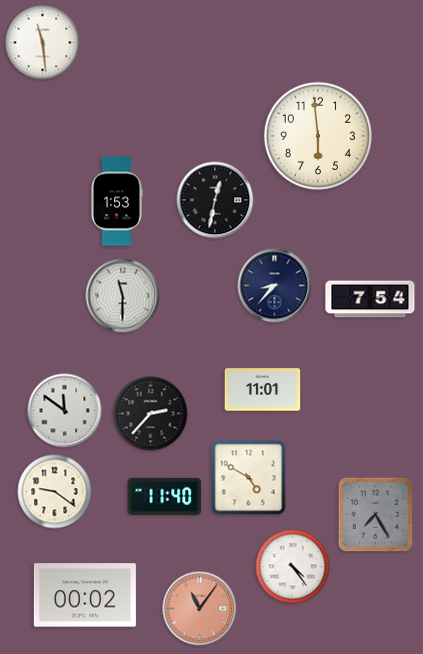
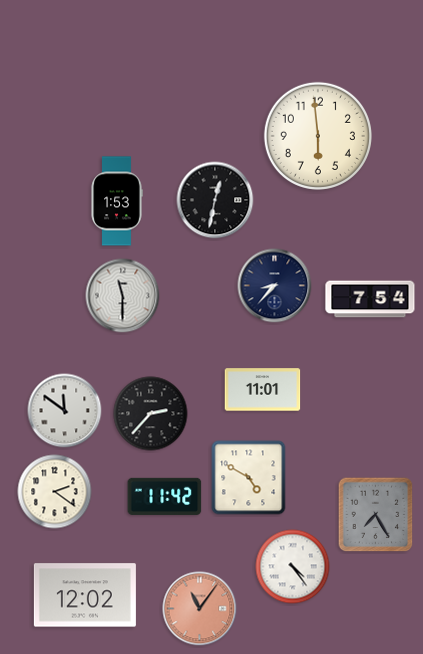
clock at (43, 43): 11:29 -> none
clock at (55, 492): 9:21 -> 2:21
clock at (165, 496): 11:40 -> 11:42
clock at (85, 595): 00:02 -> 12:02
